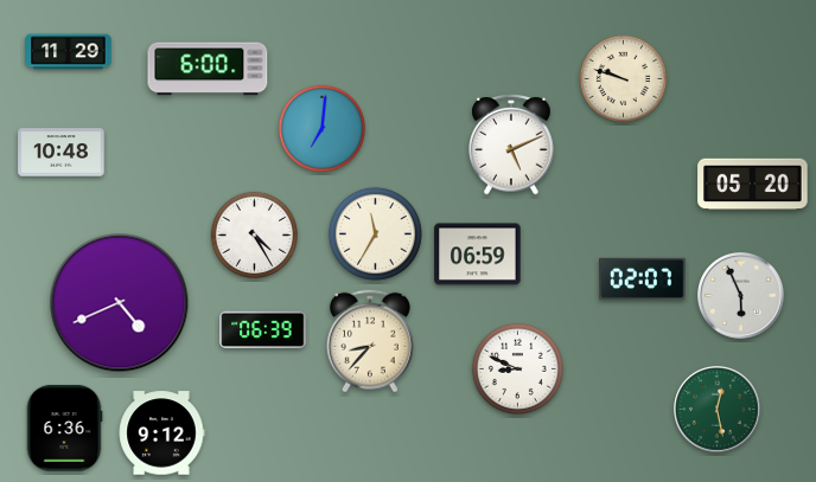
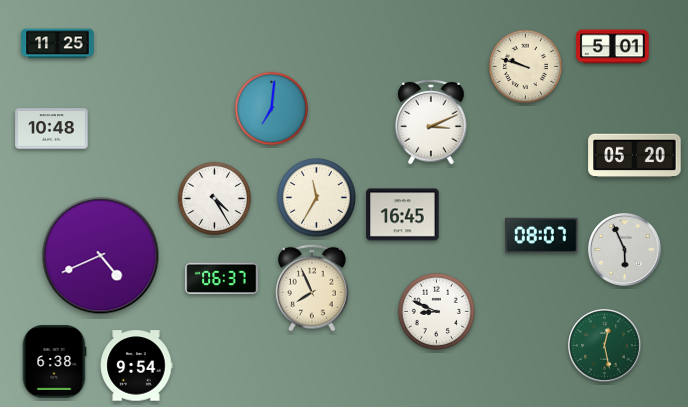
clock at (69, 52): 11:29 -> 11:25
clock at (613, 47): none -> 5:01
clock at (208, 69): 6:00 -> none
clock at (511, 144): 5:11 -> 3:11
clock at (478, 255): 06:59 -> 16:45
clock at (643, 278): 02:07 -> 08:07
clock at (263, 330): 06:39 -> 06:37
clock at (370, 341): 8:37 -> 7:56
clock at (64, 429): 6:36 -> 6:38
clock at (161, 433): 9:12 -> 9:54
